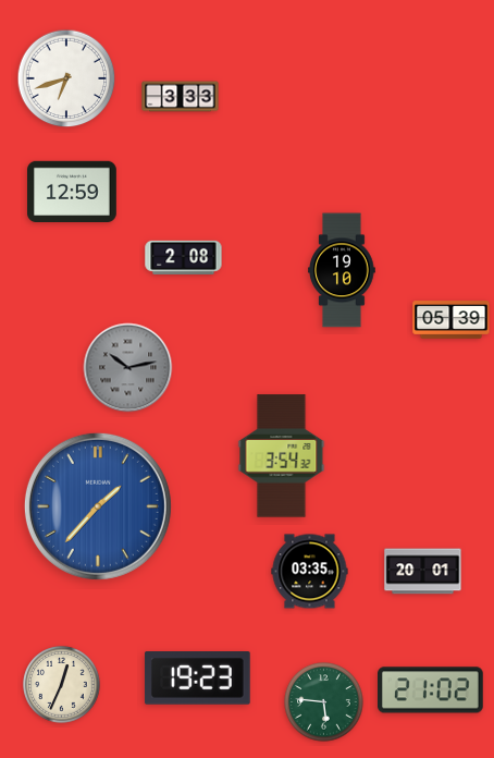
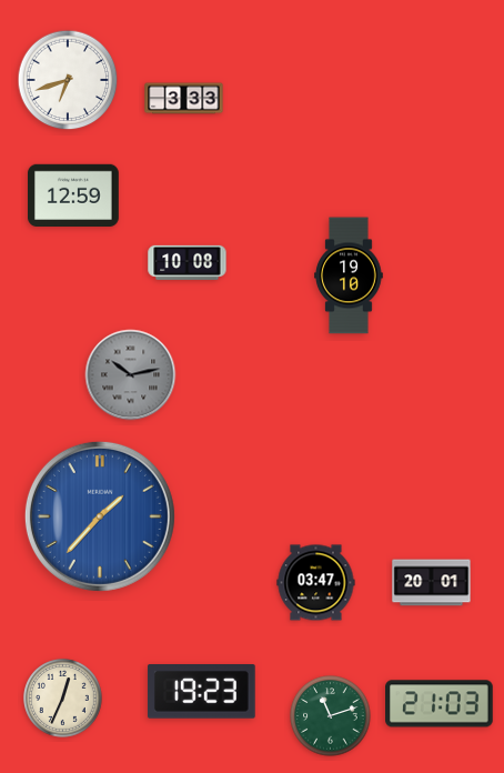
clock at (184, 257): 2:08 -> 10:08
clock at (452, 320): 05:39 -> none
clock at (282, 456): 3:54 -> none
clock at (310, 572): 03:35 -> 03:47
clock at (431, 690): 21:02 -> 21:03
clock at (324, 702): 5:46 -> 11:12
